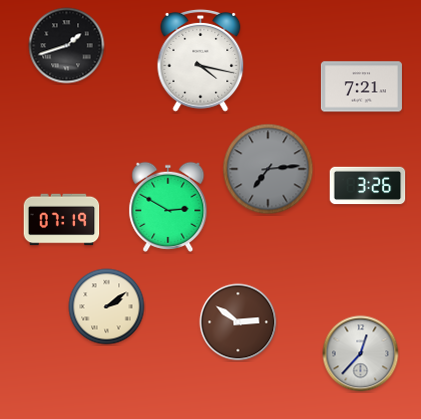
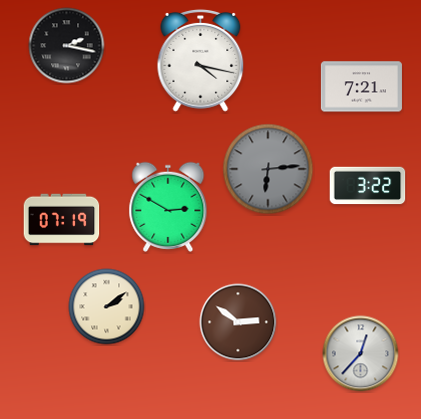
clock at (67, 46): 1:42 -> 2:17
clock at (268, 169): 7:14 -> 6:14
clock at (368, 186): 3:26 -> 3:22
